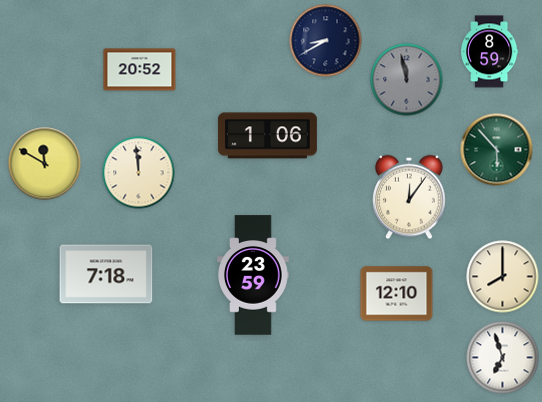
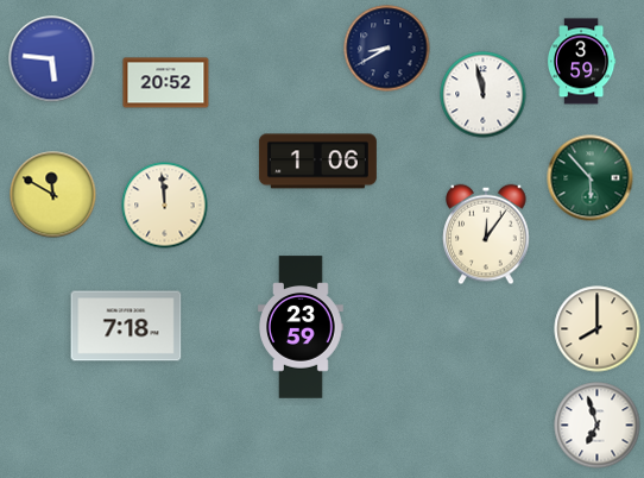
clock at (52, 59): none -> 5:46
clock at (489, 52): 8:59 -> 3:59
clock at (407, 80) dial: grey -> white
clock at (397, 294): 12:10 -> none
